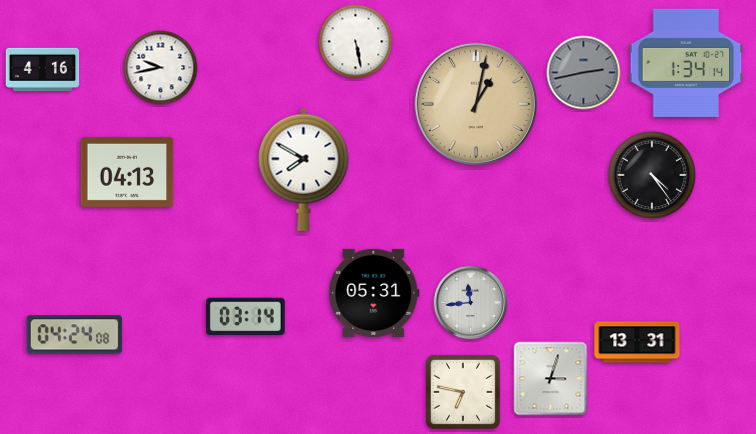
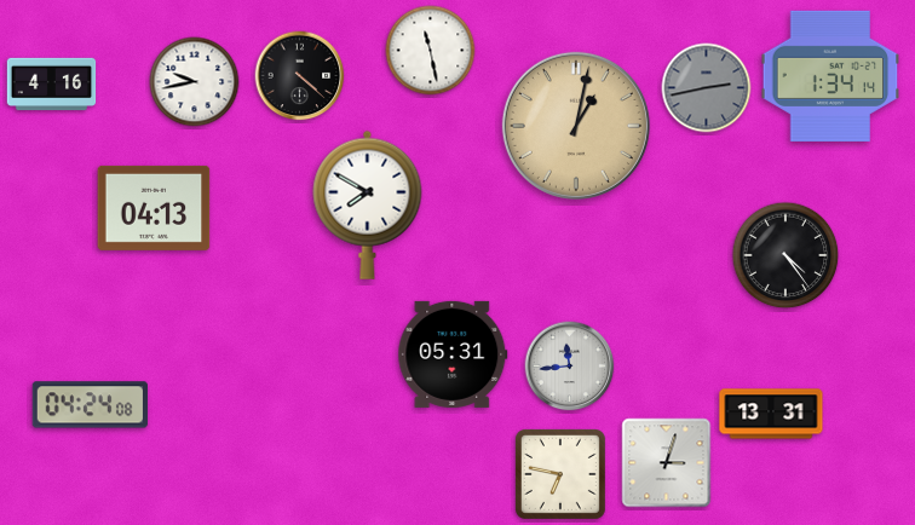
clock at (356, 42): 5:28 -> 11:28
clock at (300, 76): none -> 4:22
clock at (652, 175) position: (652, 175) -> (785, 255)
clock at (246, 317): 03:14 -> none
clock at (551, 379) position: (551, 379) -> (667, 463)
